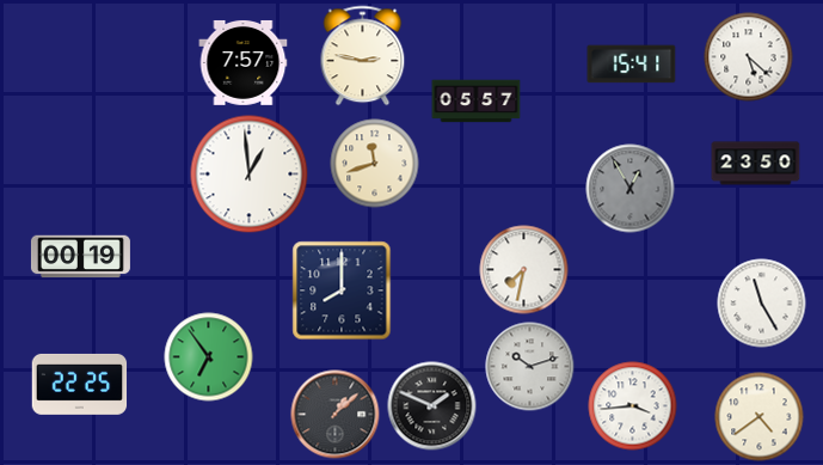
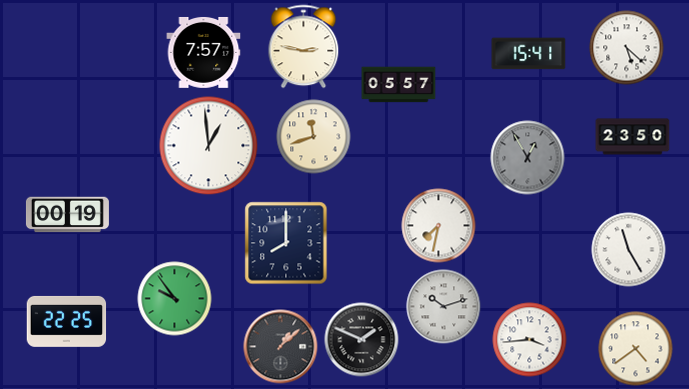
clock at (762, 304) position: (762, 304) -> (629, 250)
clock at (209, 357): 6:54 -> 9:54
